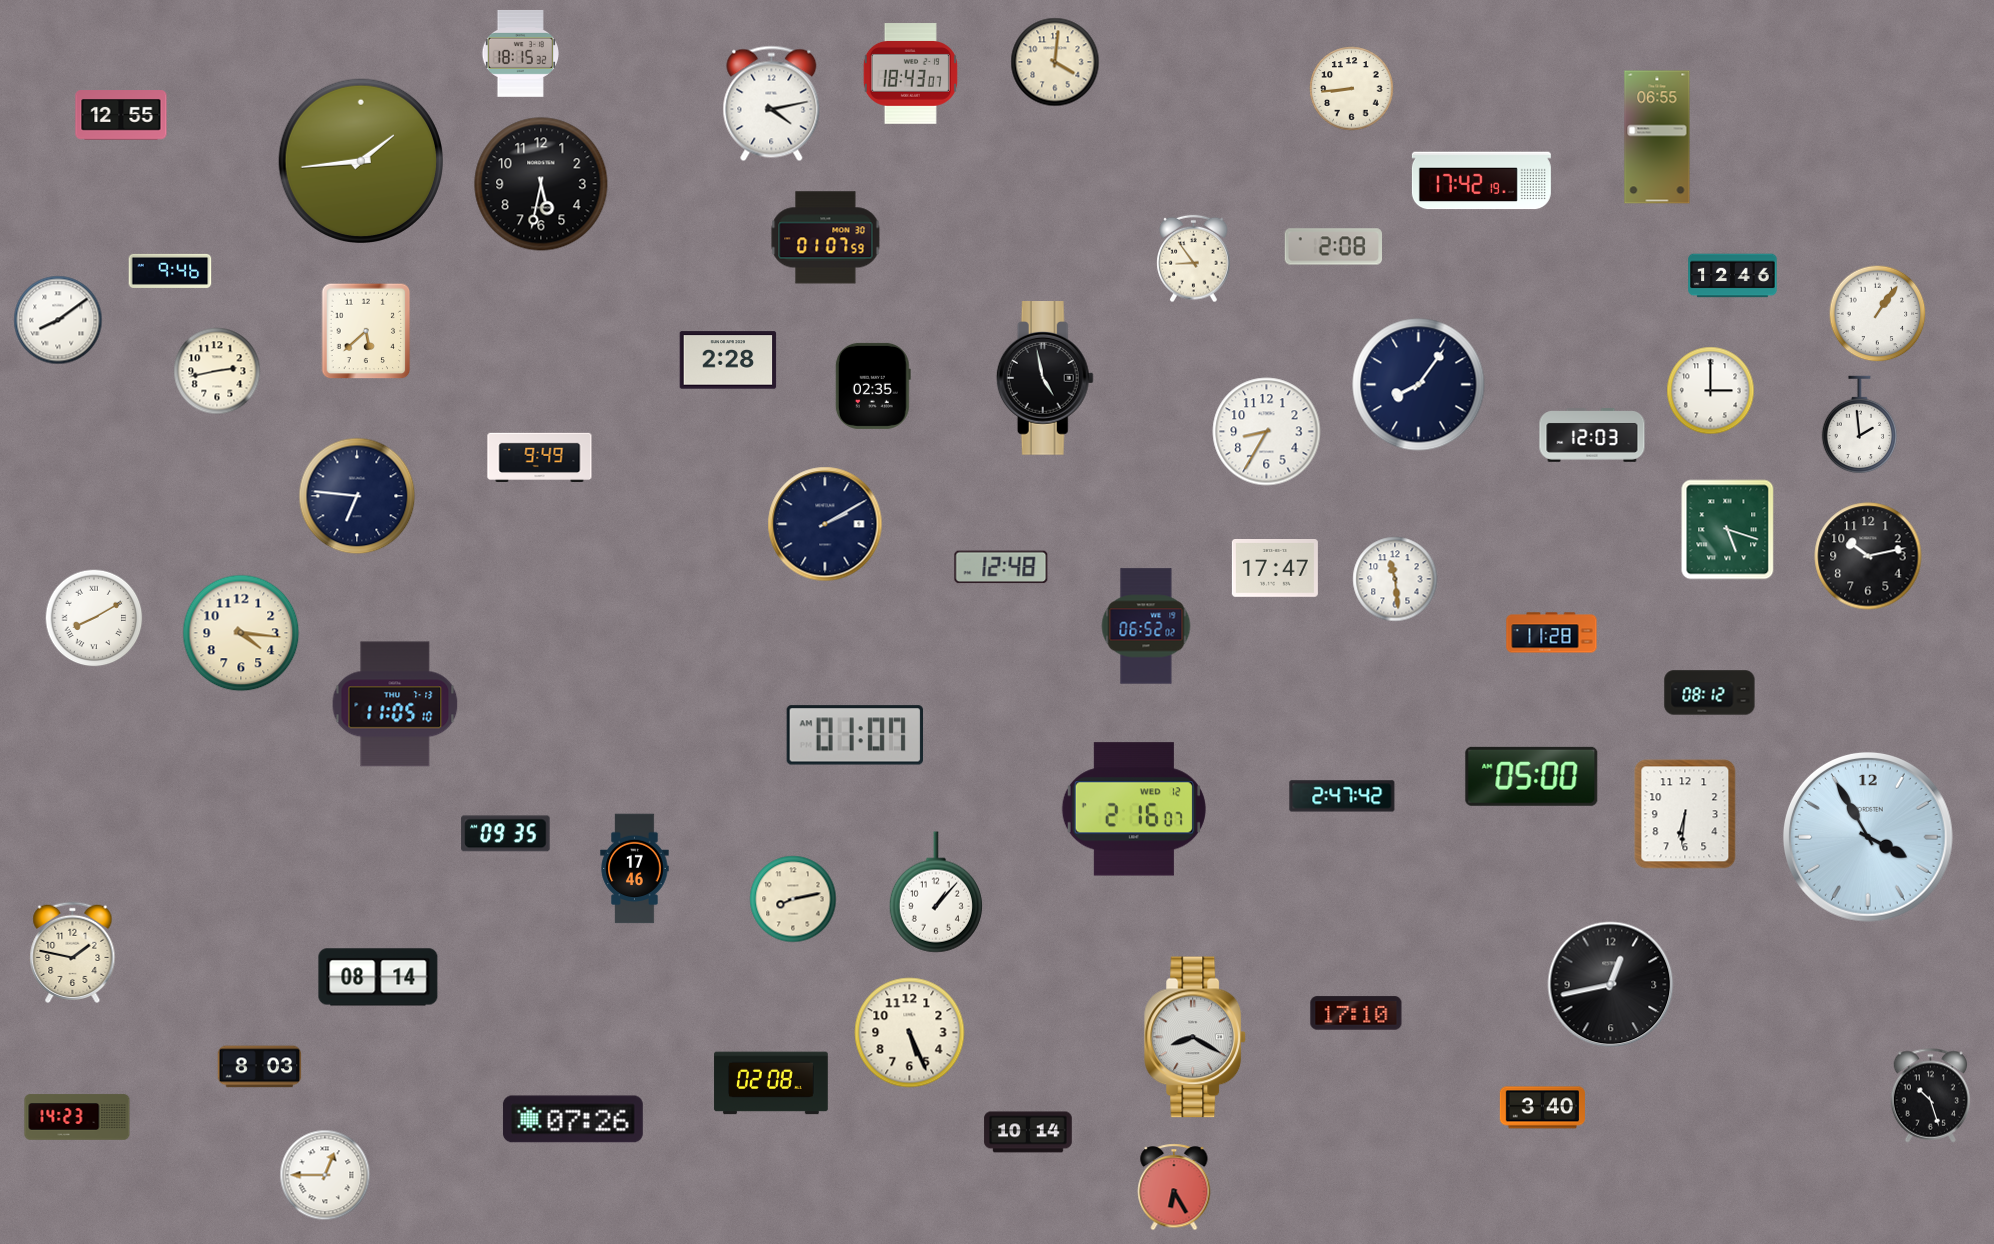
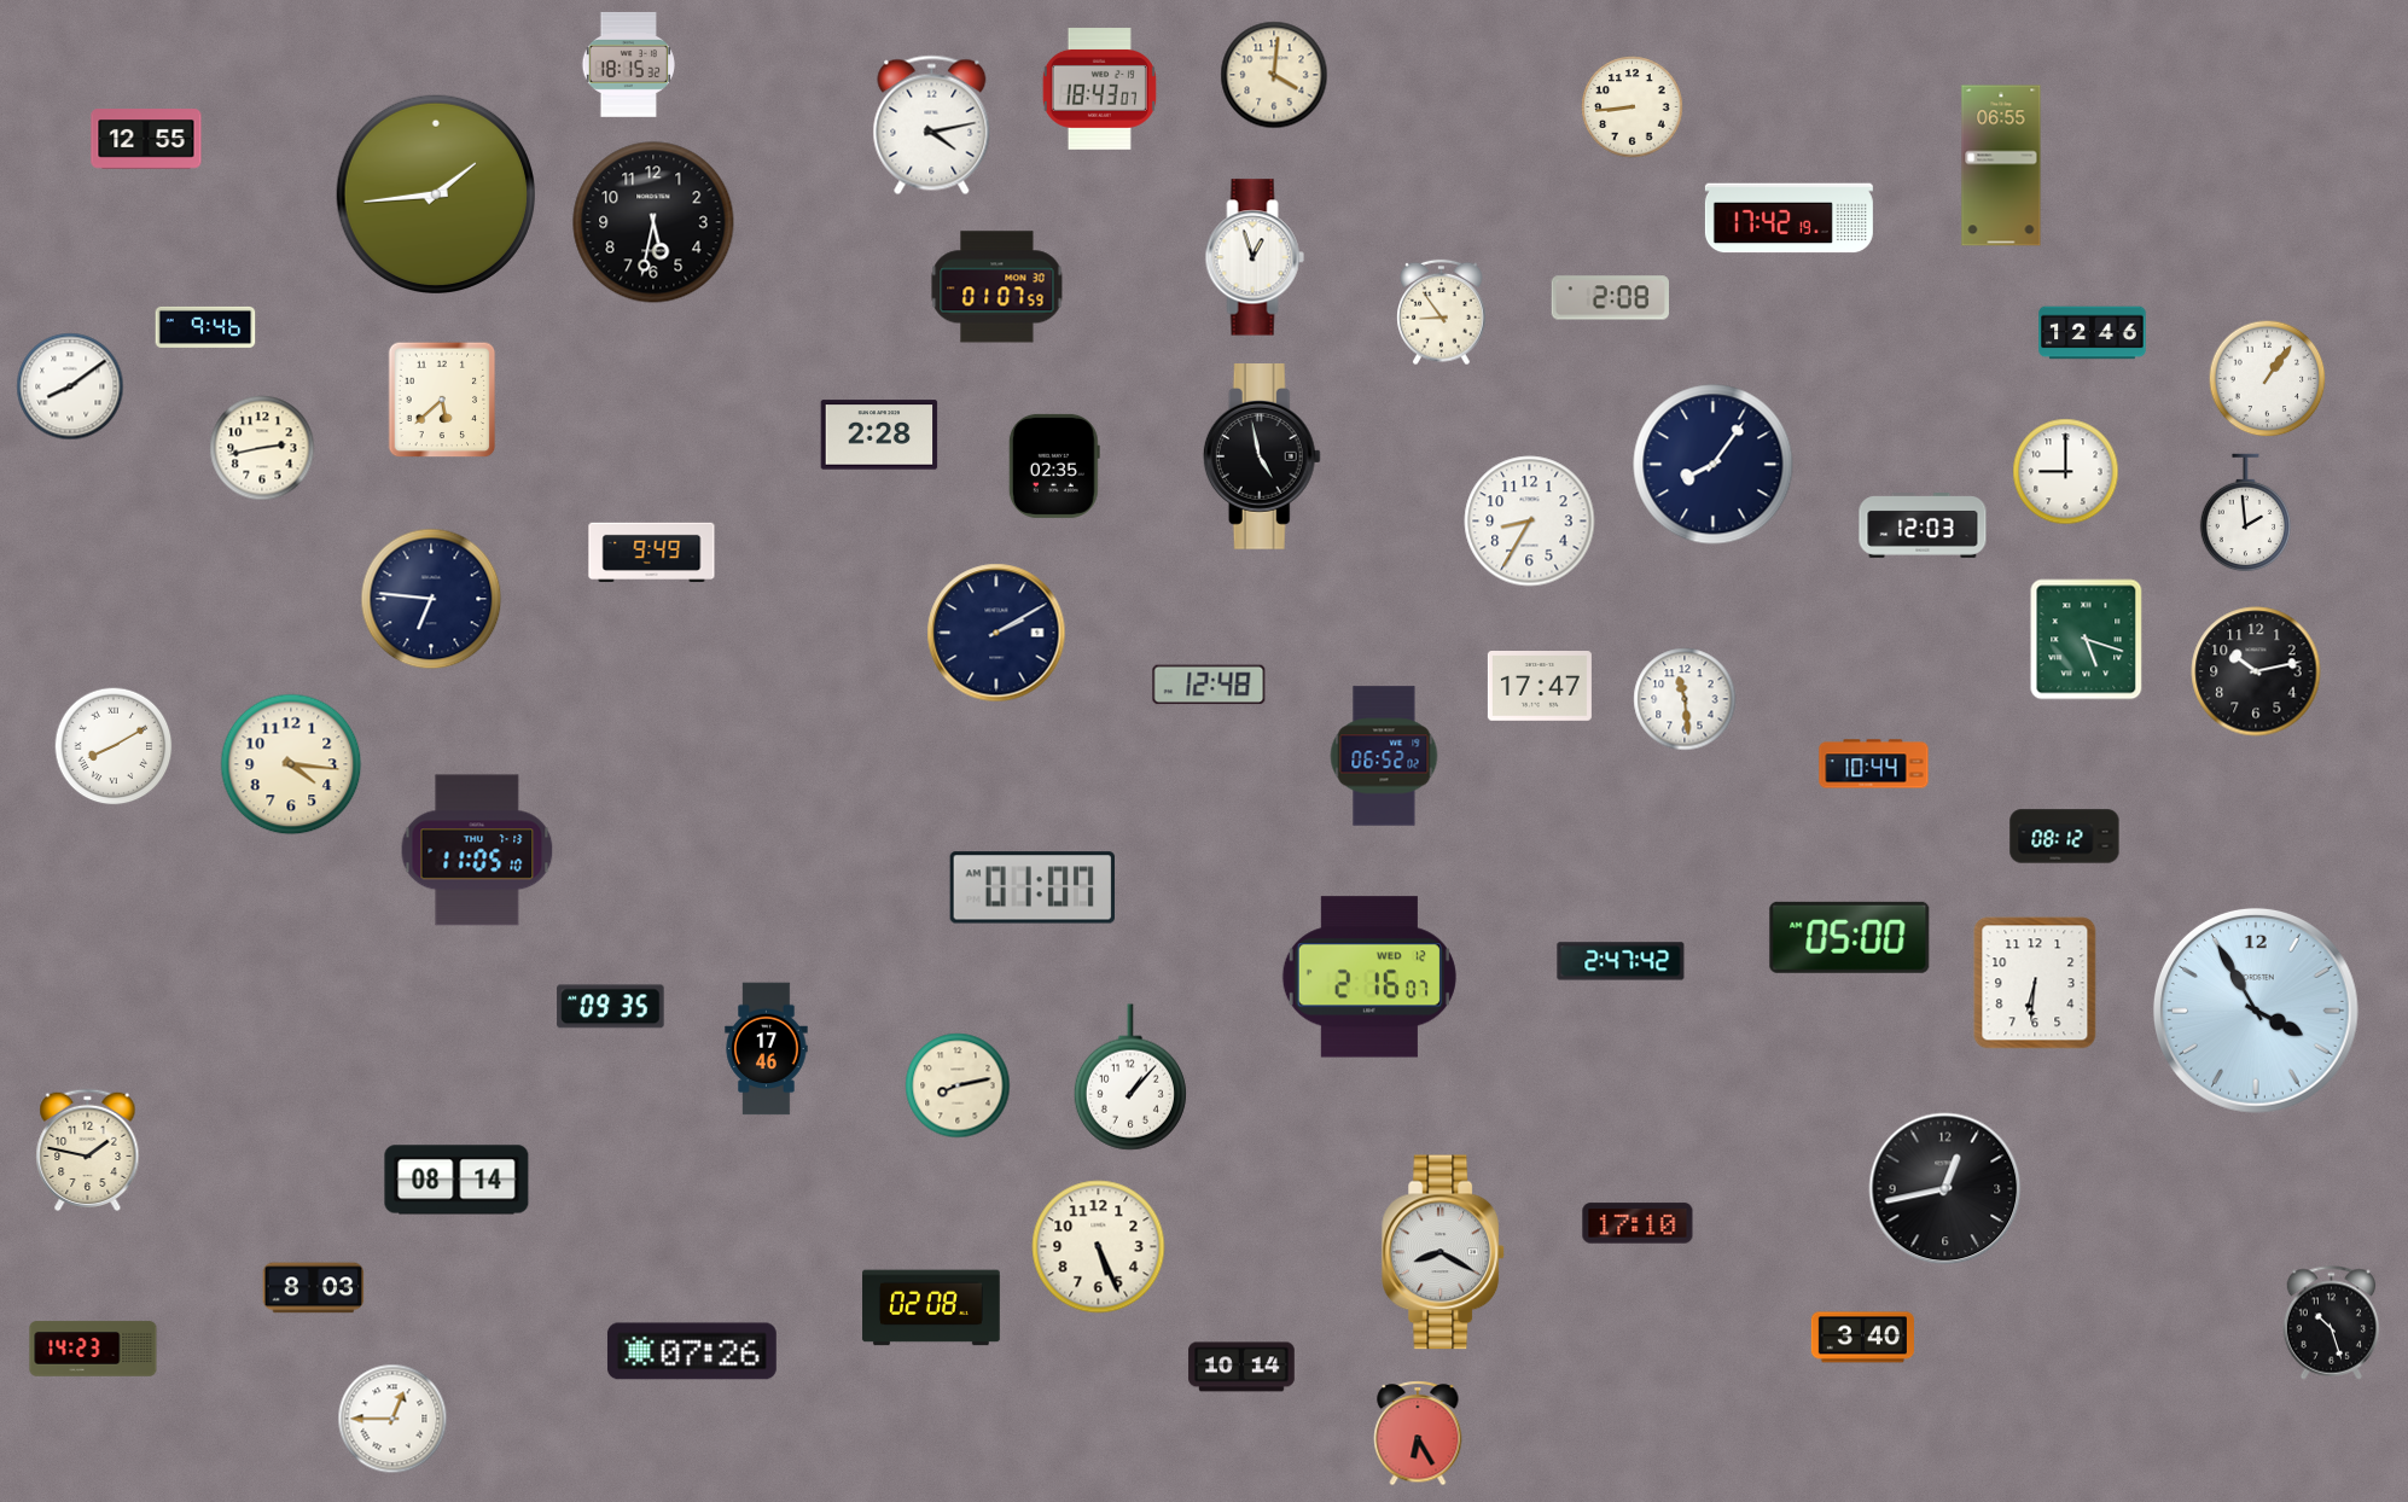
clock at (1255, 257): none -> 12:57
clock at (1711, 391): 3:00 -> 9:00
clock at (1552, 633): 11:28 -> 10:44
